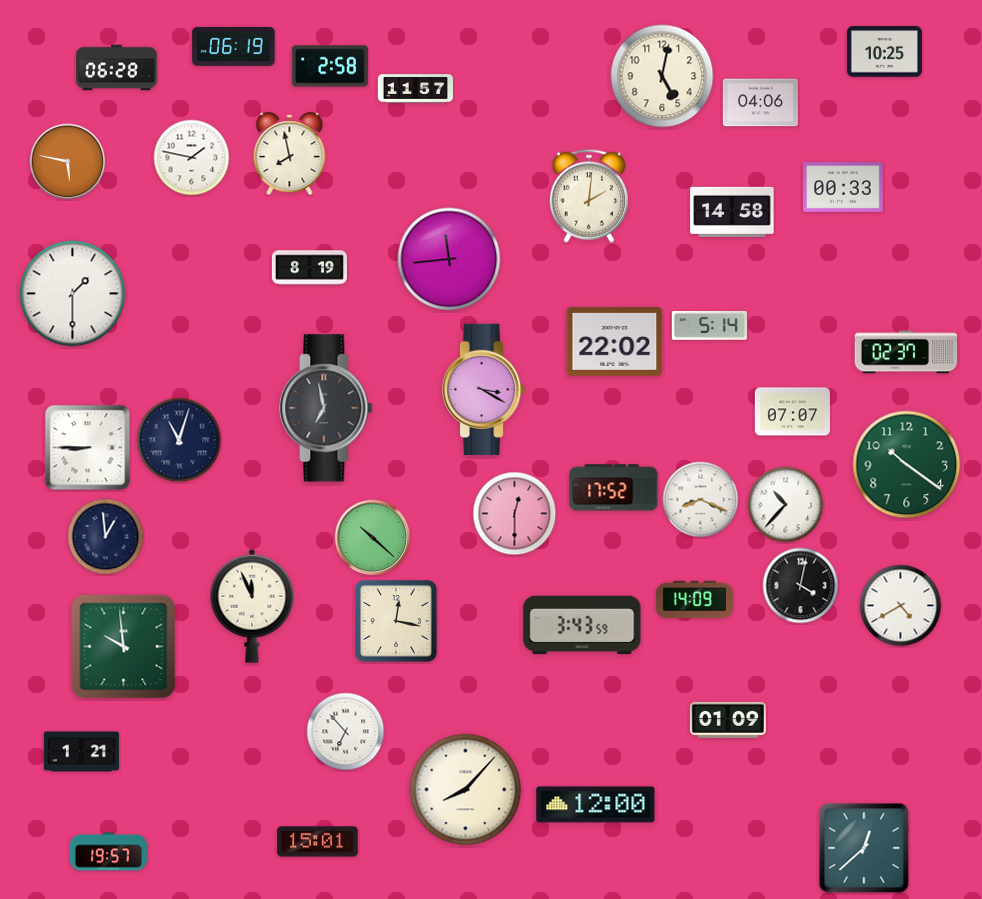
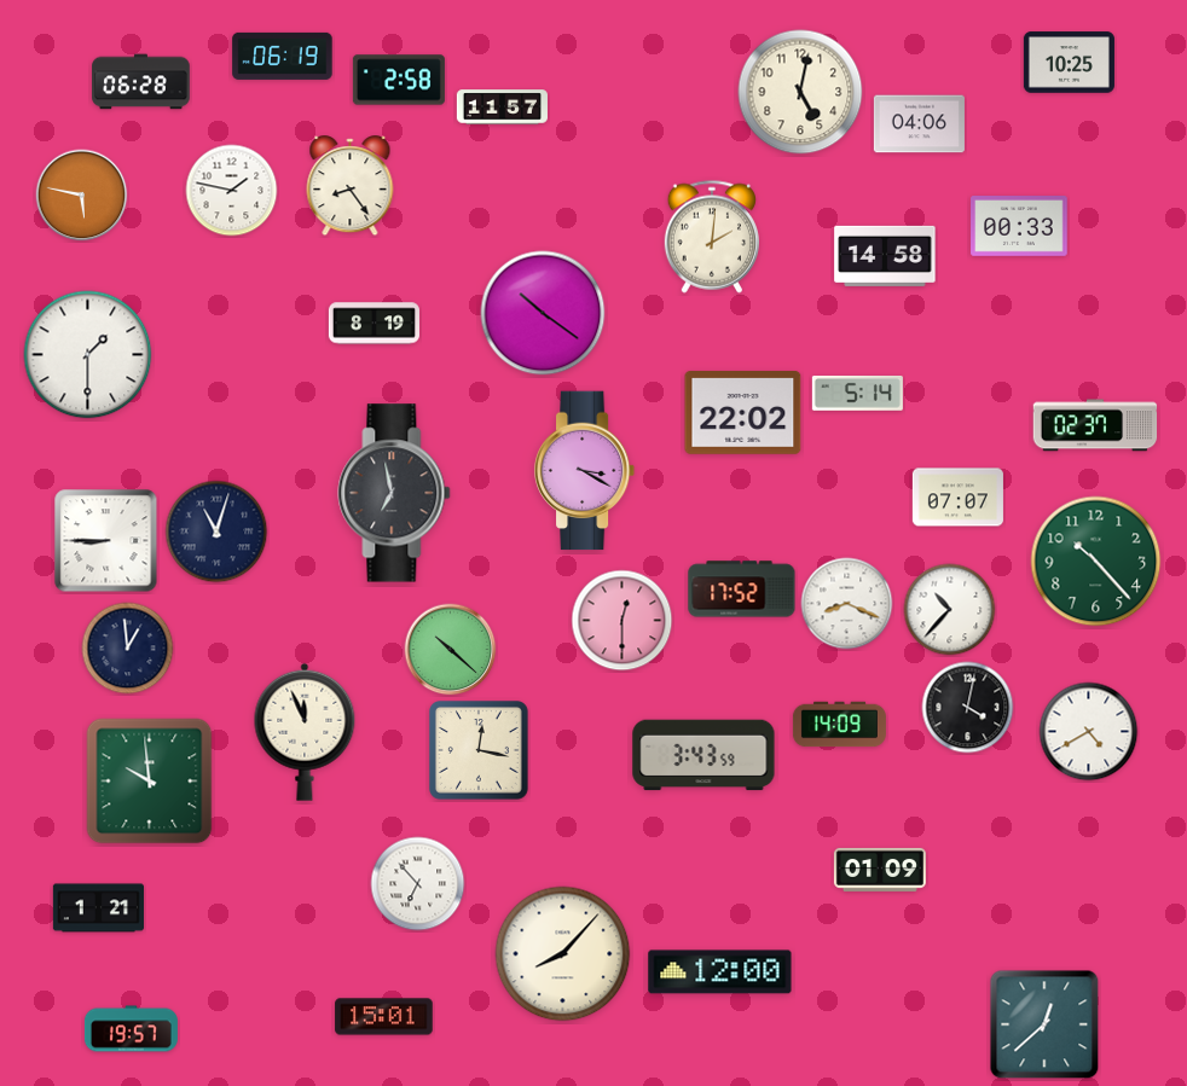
clock at (290, 154): 7:58 -> 8:24
clock at (449, 259): 11:44 -> 10:21
clock at (907, 465): 10:21 -> 10:23
